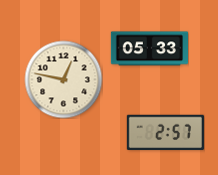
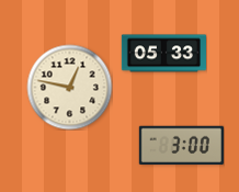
clock at (165, 133): 2:57 -> 3:00
